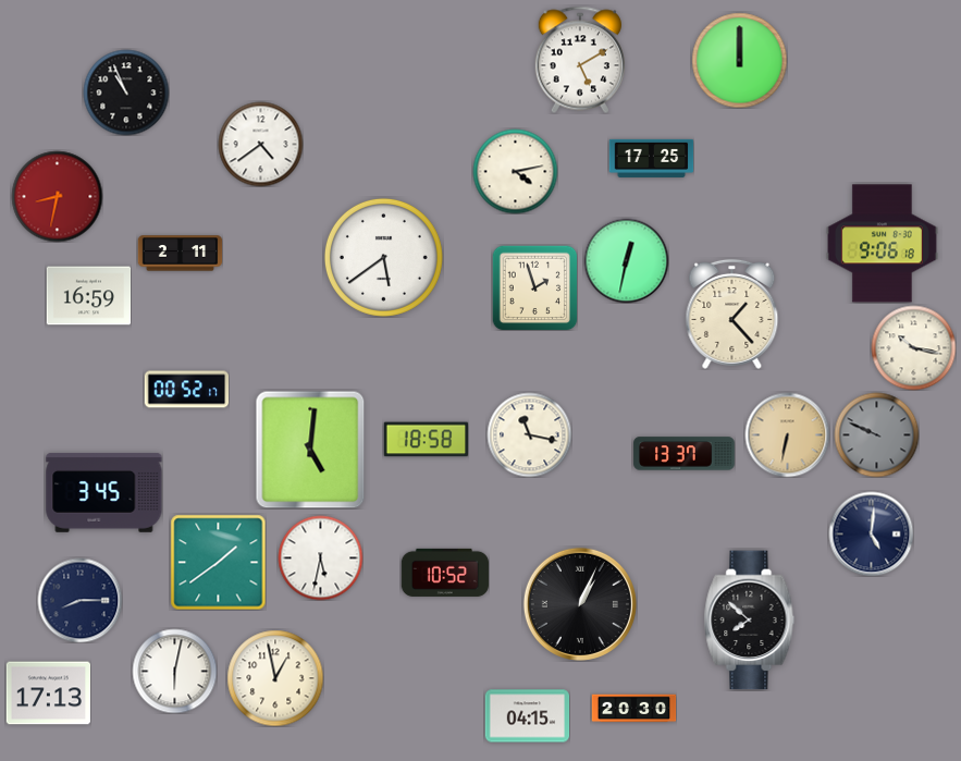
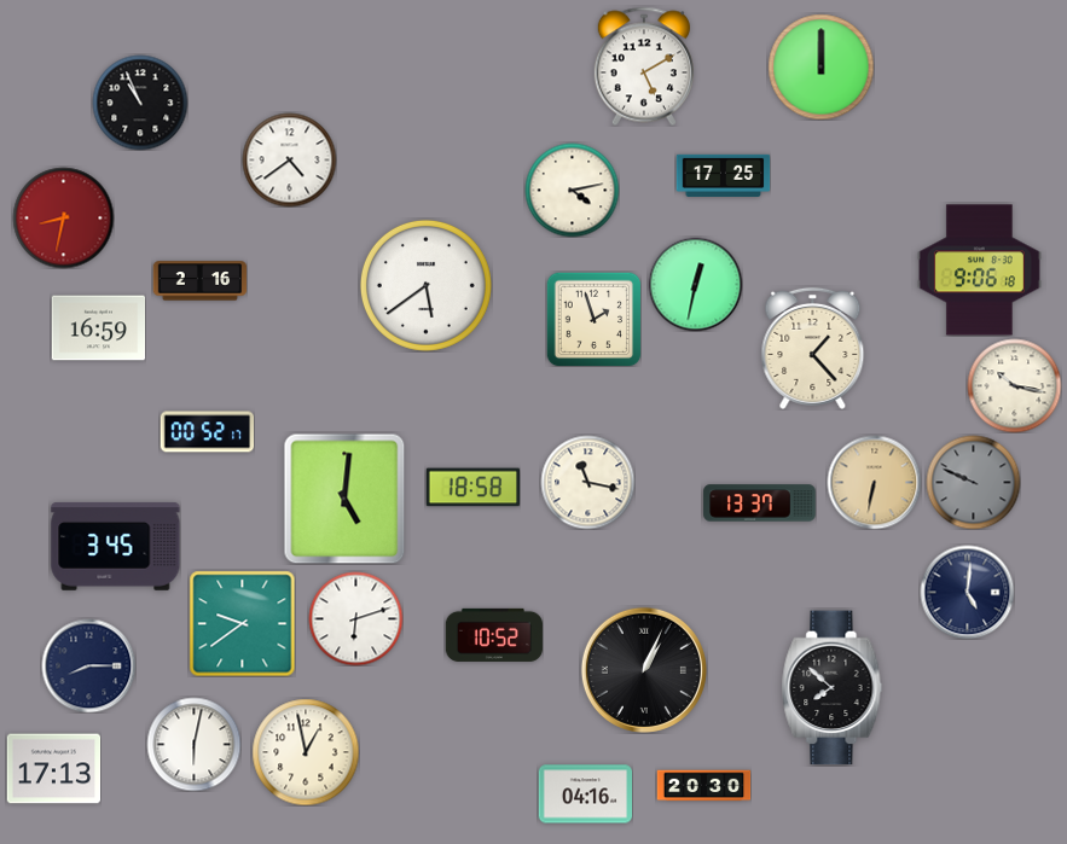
clock at (180, 254): 2:11 -> 2:16
clock at (626, 260) position: (626, 260) -> (695, 284)
clock at (320, 557): 5:32 -> 6:12
clock at (218, 562): 1:39 -> 9:39
clock at (527, 716): 04:15 -> 04:16
